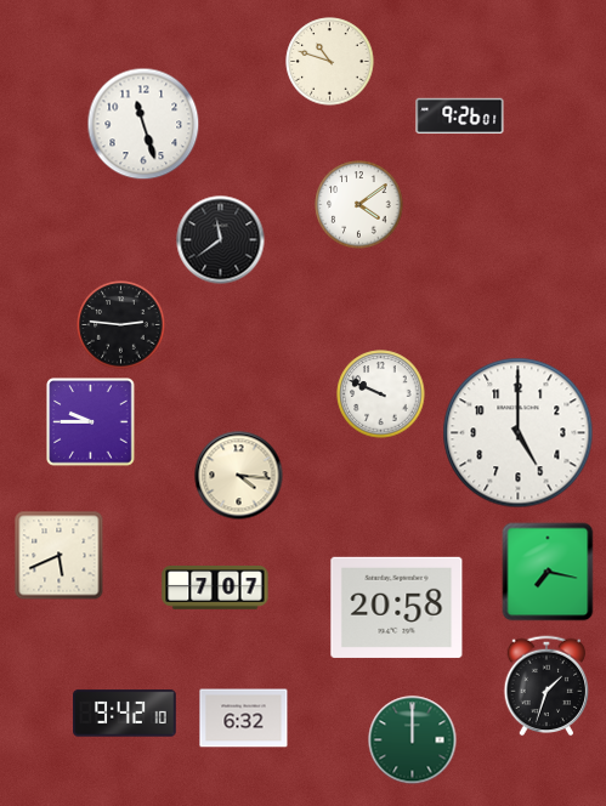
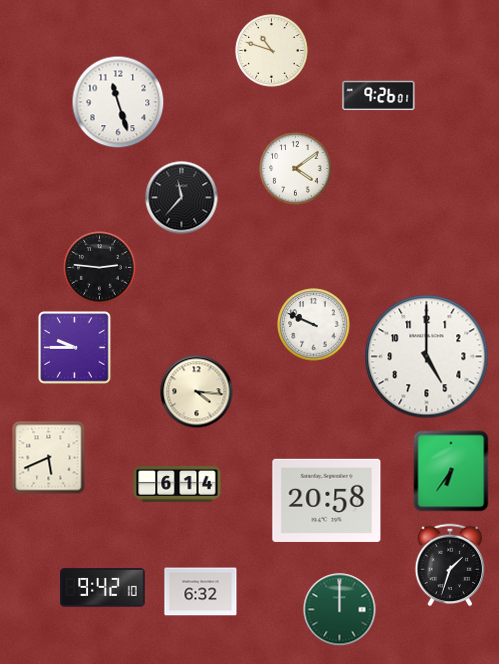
clock at (221, 240): 11:39 -> 11:37
clock at (548, 572): 7:17 -> 6:36
clock at (215, 589): 7:07 -> 6:14
